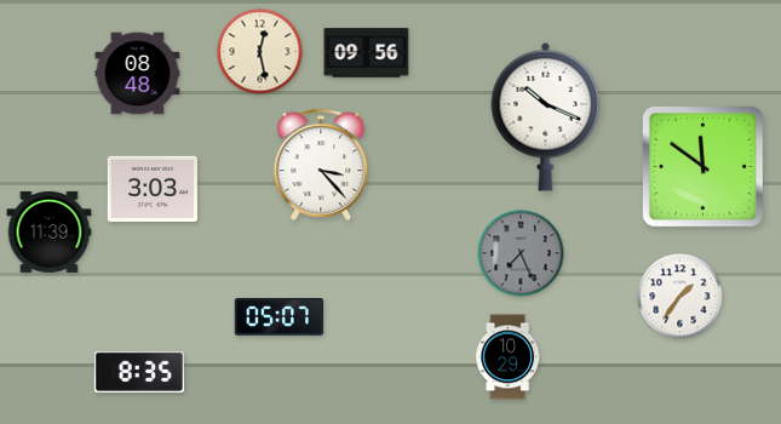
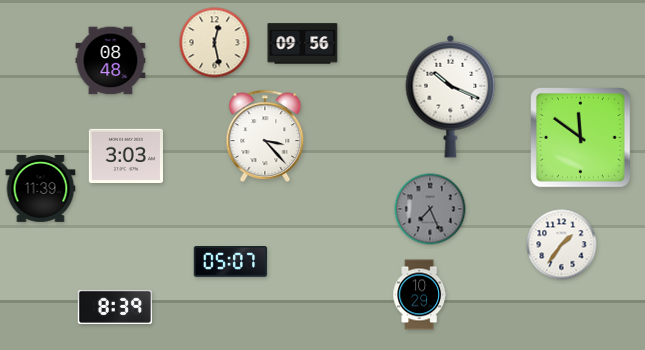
clock at (138, 74) position: (138, 74) -> (111, 61)
clock at (50, 231) position: (50, 231) -> (41, 188)
clock at (139, 372): 8:35 -> 8:39
